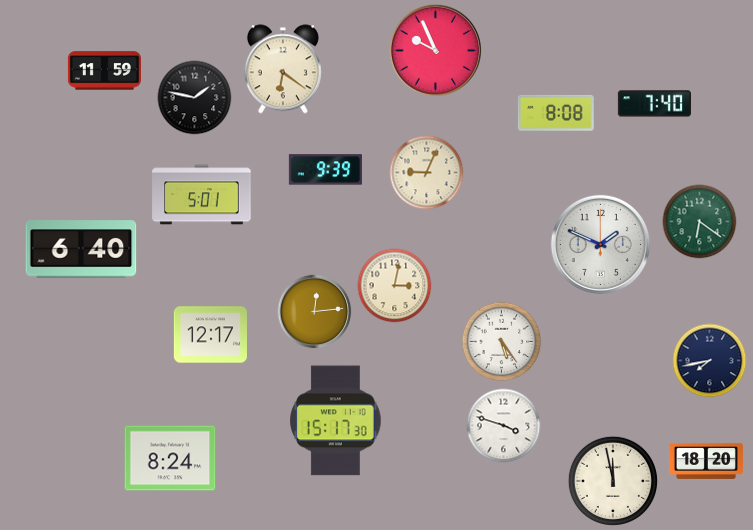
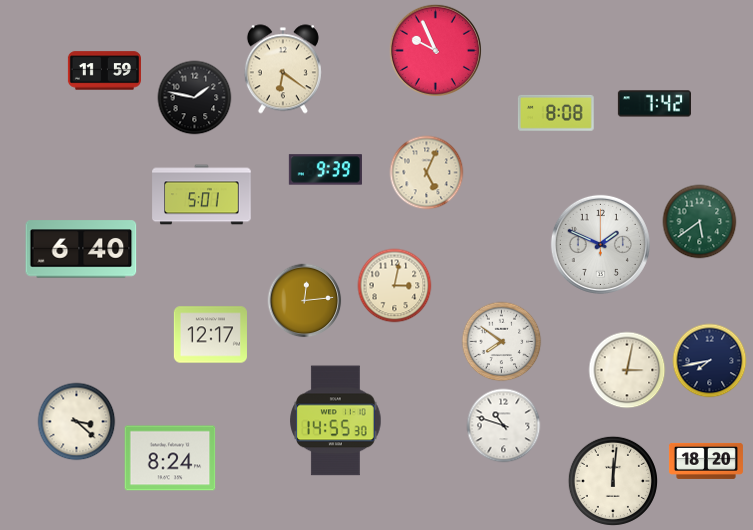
clock at (654, 104): 7:40 -> 7:42
clock at (427, 173): 9:04 -> 5:04
clock at (700, 222): 6:21 -> 5:39
clock at (315, 312) position: (315, 312) -> (305, 301)
clock at (502, 342): 5:24 -> 7:51
clock at (627, 370): none -> 3:02
clock at (336, 421): 15:17 -> 14:55
clock at (77, 422): none -> 3:22
clock at (504, 426): 3:48 -> 10:48
clock at (613, 481): 11:58 -> 12:01
